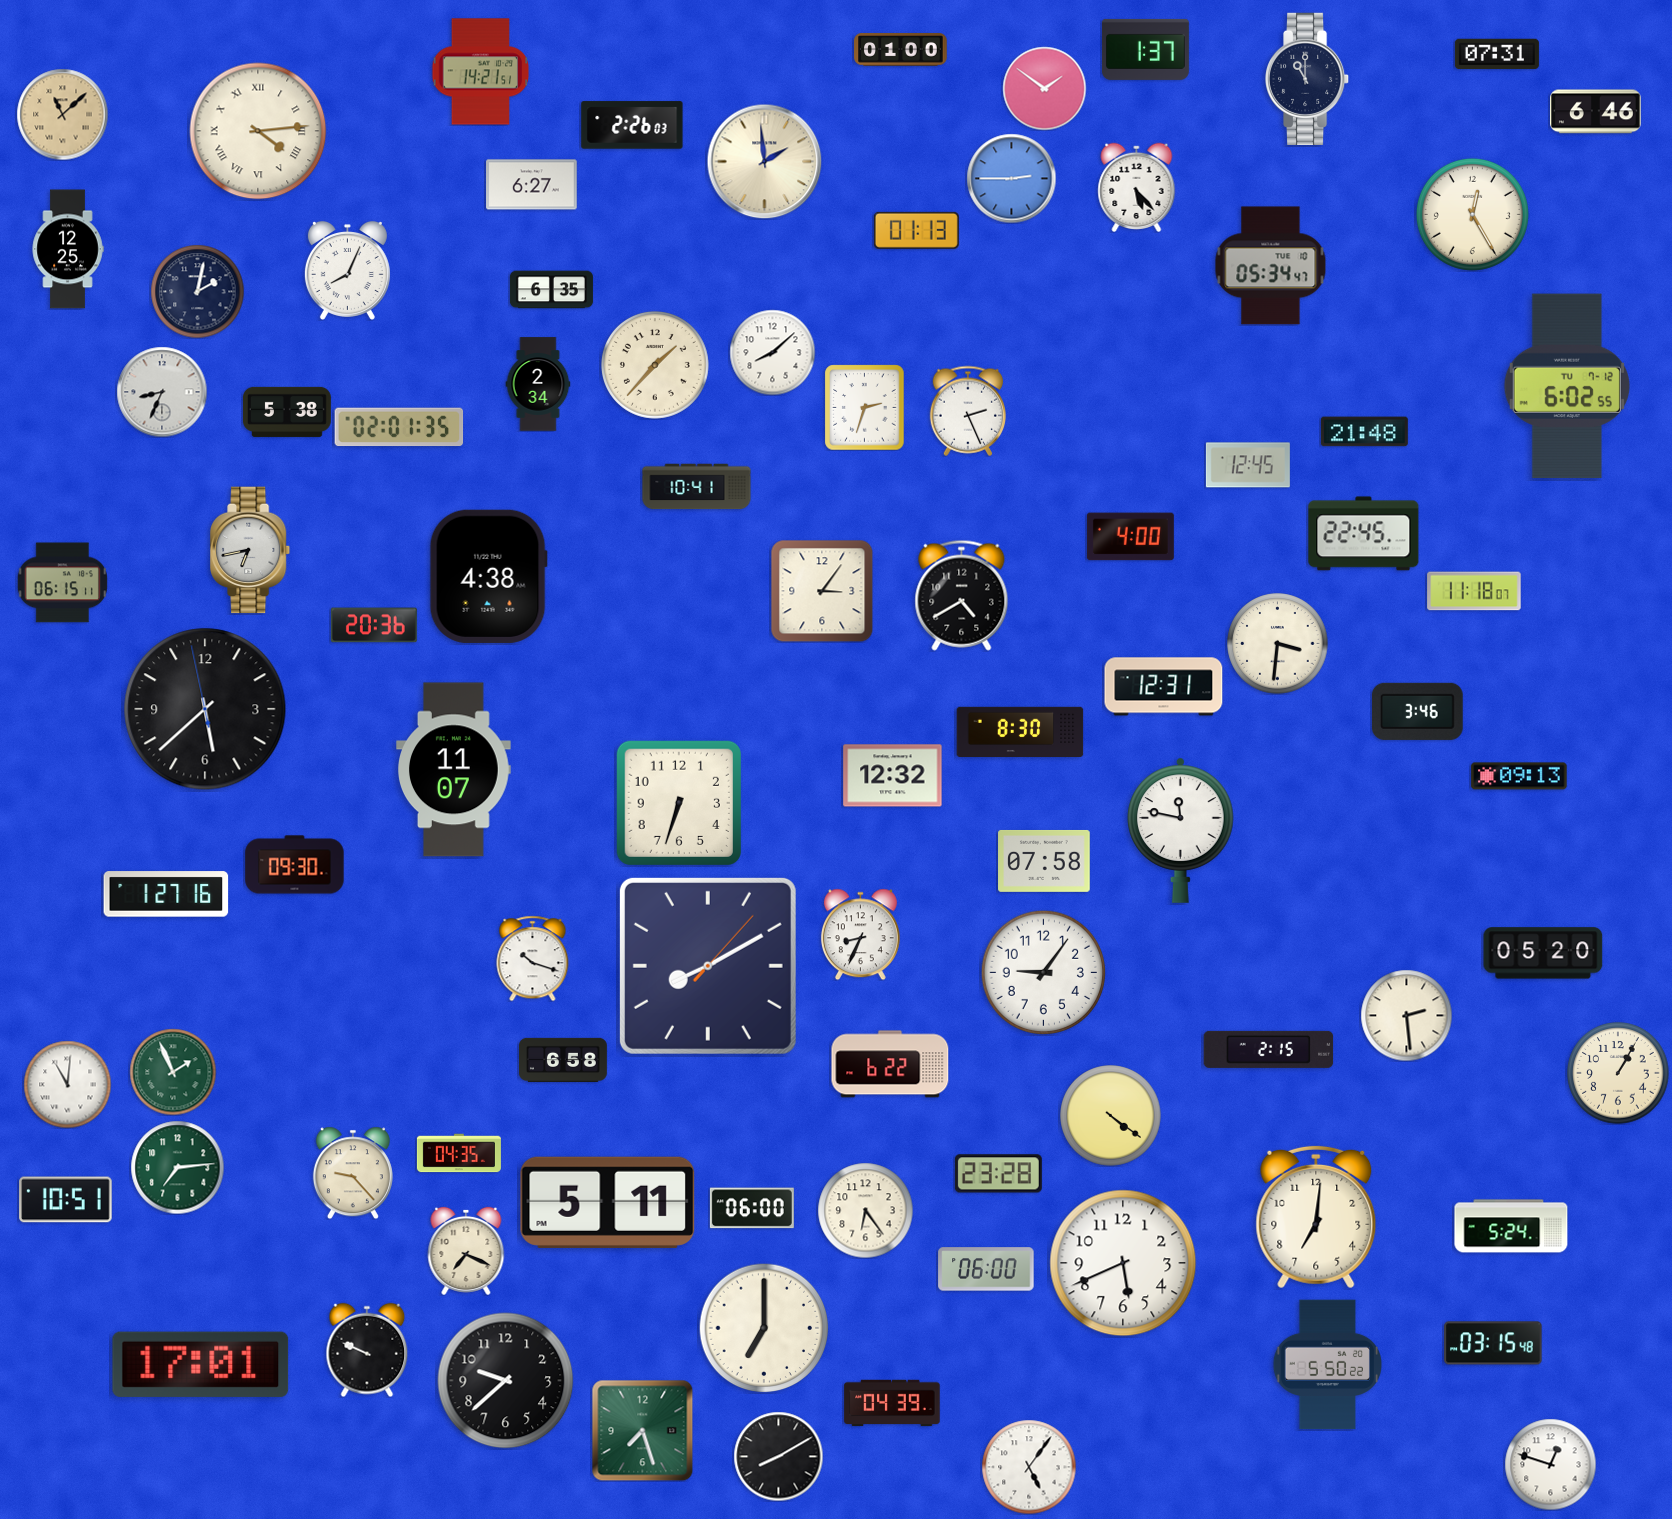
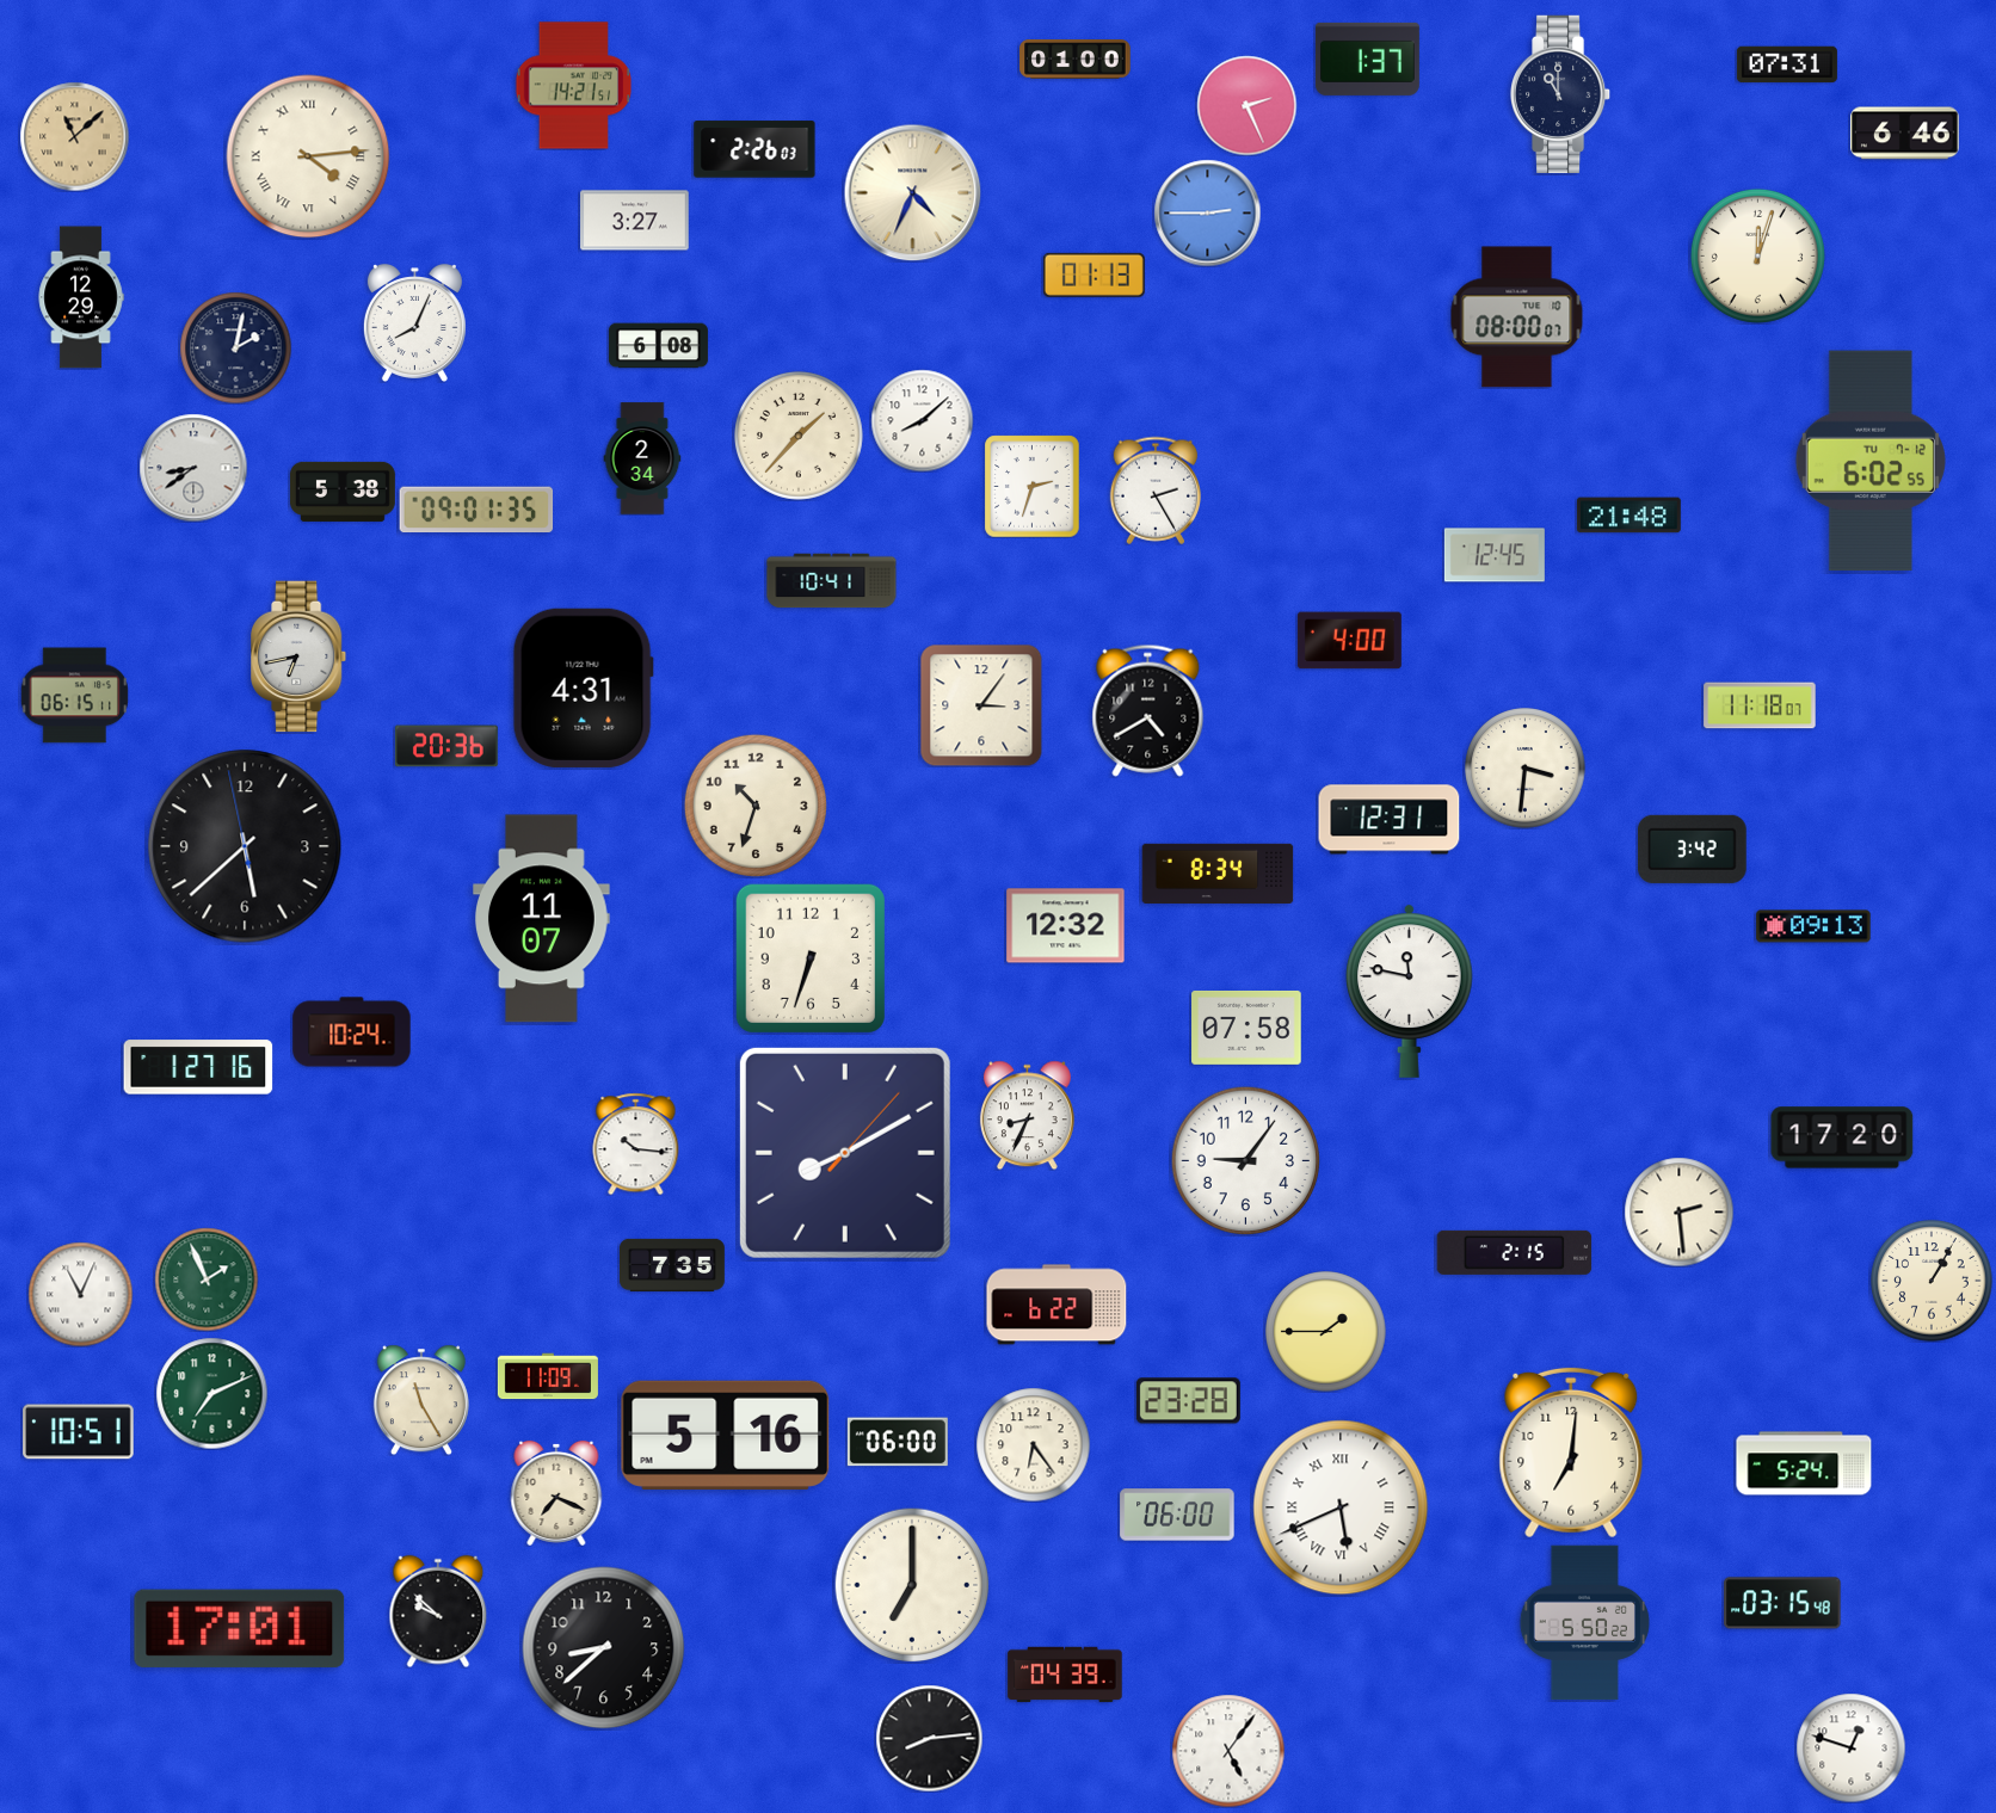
clock at (1044, 88): 1:51 -> 2:26
clock at (764, 161): 1:59 -> 4:34
clock at (532, 185): 6:27 -> 3:27
clock at (1137, 187): 5:23 -> none
clock at (1472, 214): 12:25 -> 12:03
clock at (68, 249): 12:25 -> 12:29
clock at (1271, 266): 05:34 -> 08:00
clock at (551, 290): 6:35 -> 6:08
clock at (655, 365) position: (655, 365) -> (799, 436)
clock at (162, 392): 8:34 -> 8:39
clock at (967, 411): 2:26 -> 2:25
clock at (399, 427): 02:01 -> 09:01
clock at (1248, 465) position: (1248, 465) -> (1495, 555)
clock at (1364, 534): 22:45 -> none
clock at (488, 576): 4:38 -> 4:31
clock at (756, 806): none -> 10:33
clock at (1418, 711): 3:46 -> 3:42
clock at (1020, 731): 8:30 -> 8:34
clock at (295, 865): 09:30 -> 10:24
clock at (1543, 953): 05:20 -> 17:20
clock at (533, 958): 10:18 -> 10:16
clock at (564, 1060): 6:58 -> 7:35
clock at (890, 1064) position: (890, 1064) -> (1056, 1305)
clock at (67, 1084): 11:01 -> 11:04
clock at (1111, 1116): 4:21 -> 1:45
clock at (459, 1153): 04:35 -> 11:09
clock at (177, 1167): 7:14 -> 7:11
clock at (353, 1173): 9:23 -> 11:25
clock at (998, 1174) position: (998, 1174) -> (1188, 1401)
clock at (608, 1202): 5:11 -> 5:16
clock at (1123, 1263) numerals: Arabic -> Roman
clock at (367, 1350): 9:49 -> 9:52
clock at (1327, 1365) position: (1327, 1365) -> (1584, 1623)
clock at (506, 1381): 9:38 -> 8:38
clock at (642, 1430): 7:27 -> none
clock at (778, 1456): 8:10 -> 8:14
